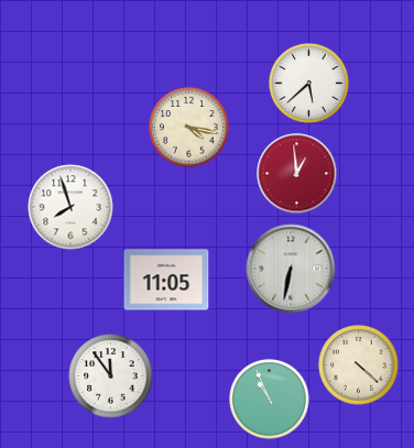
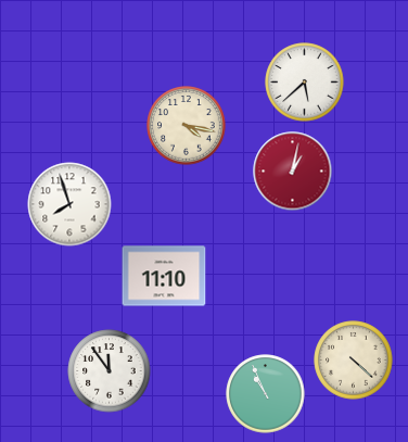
clock at (297, 174): 12:59 -> 1:02
clock at (291, 269): 6:32 -> none
clock at (166, 280): 11:05 -> 11:10
